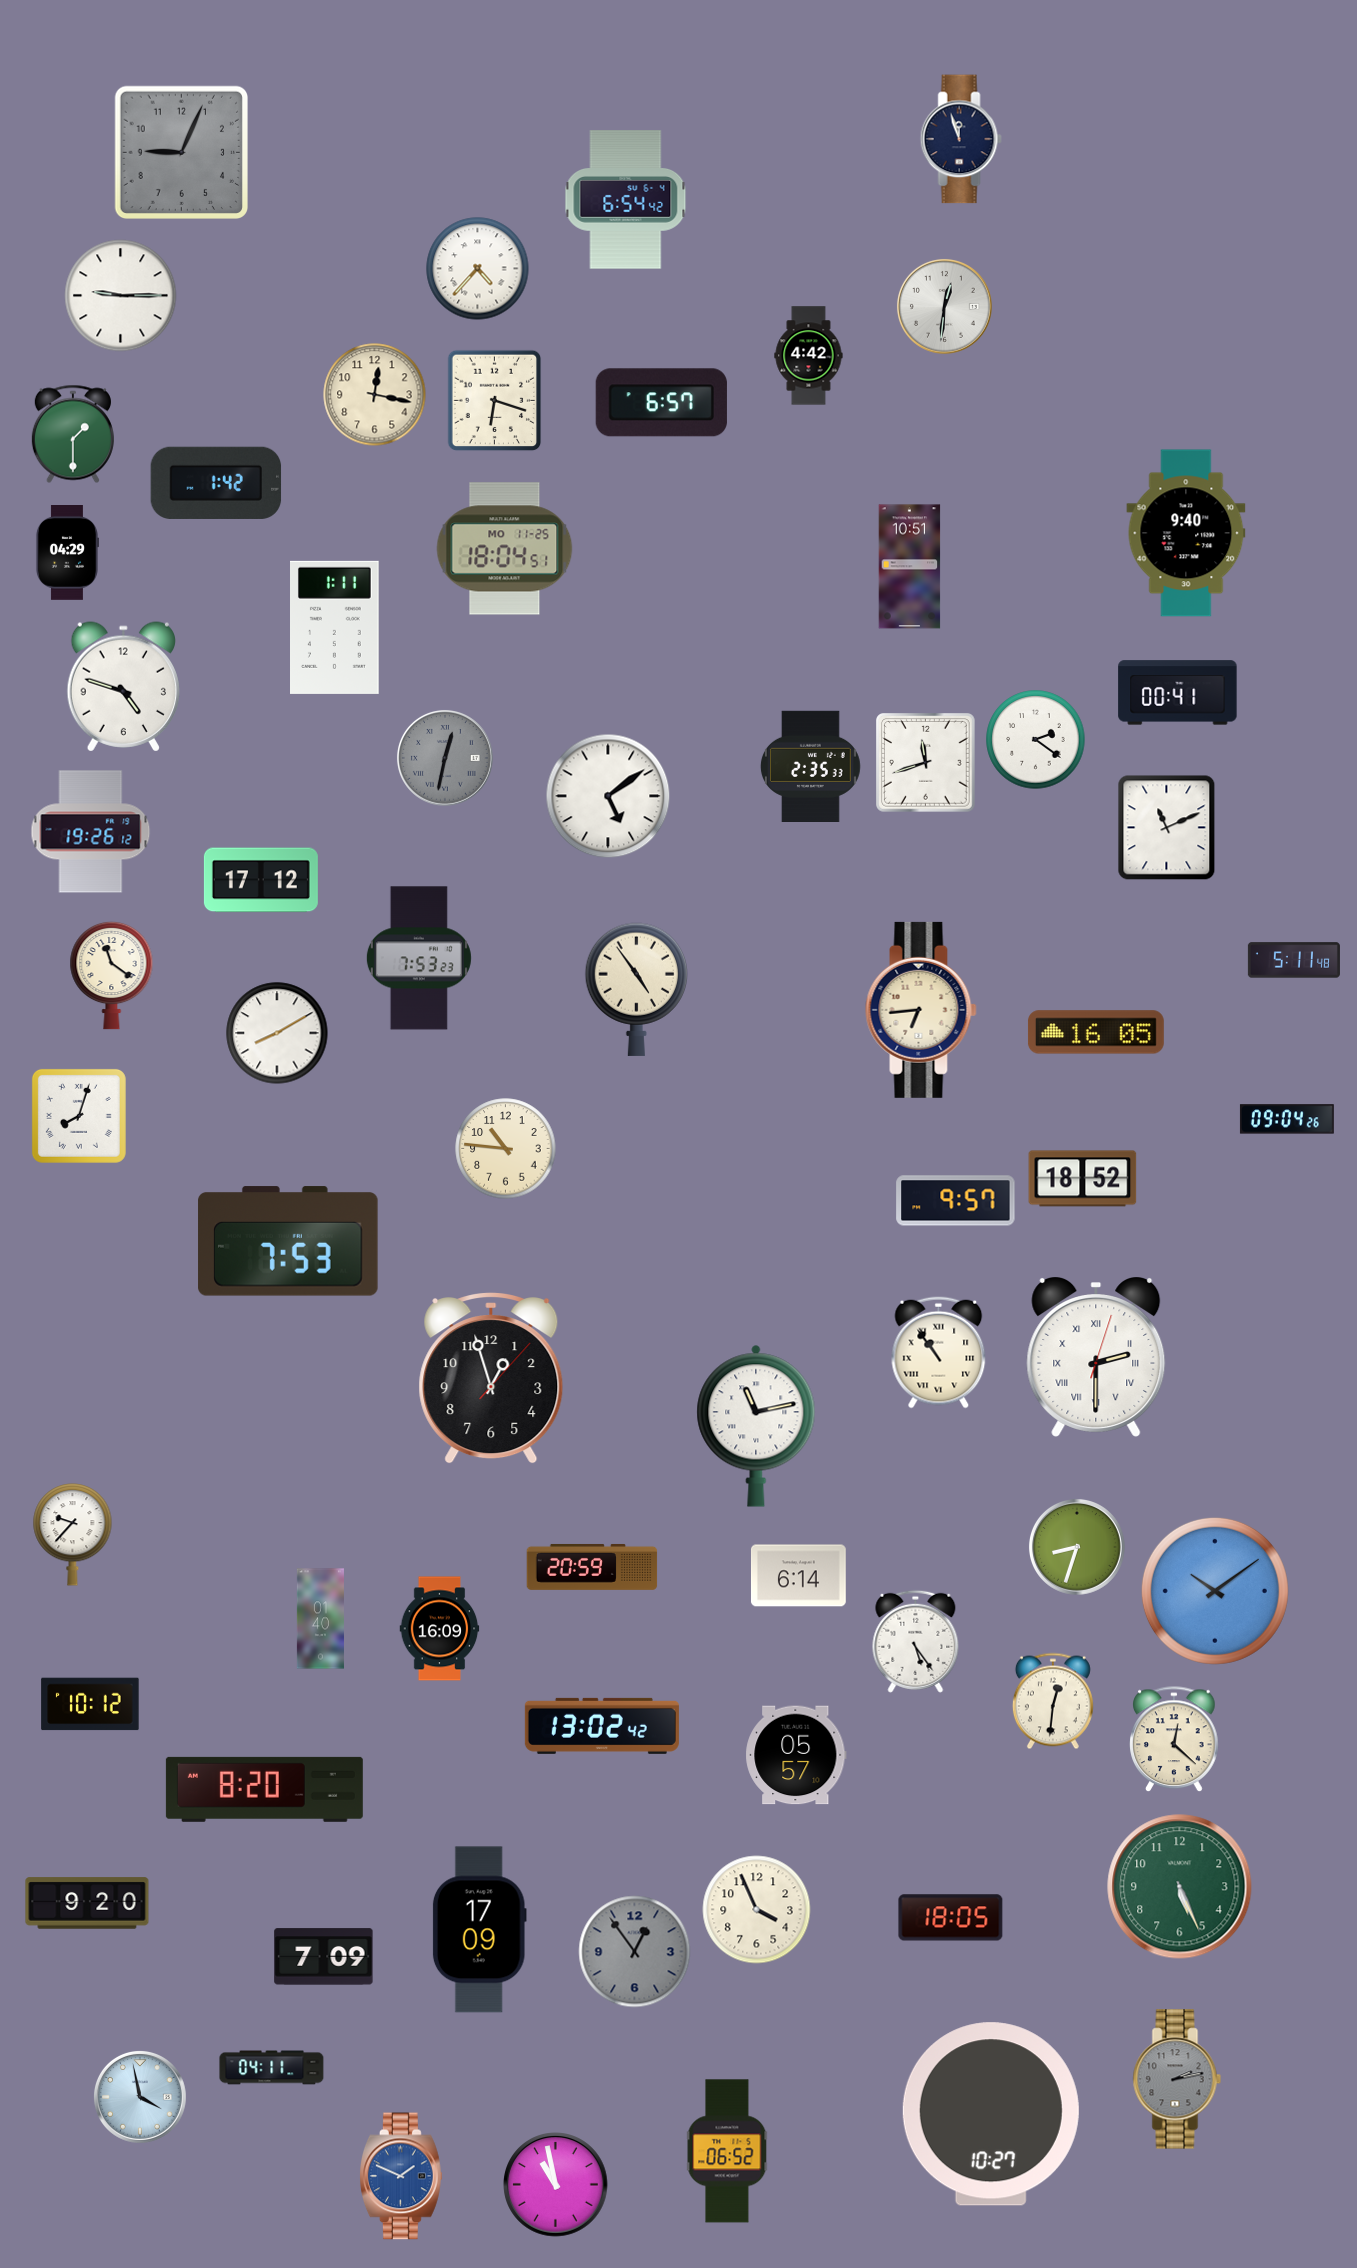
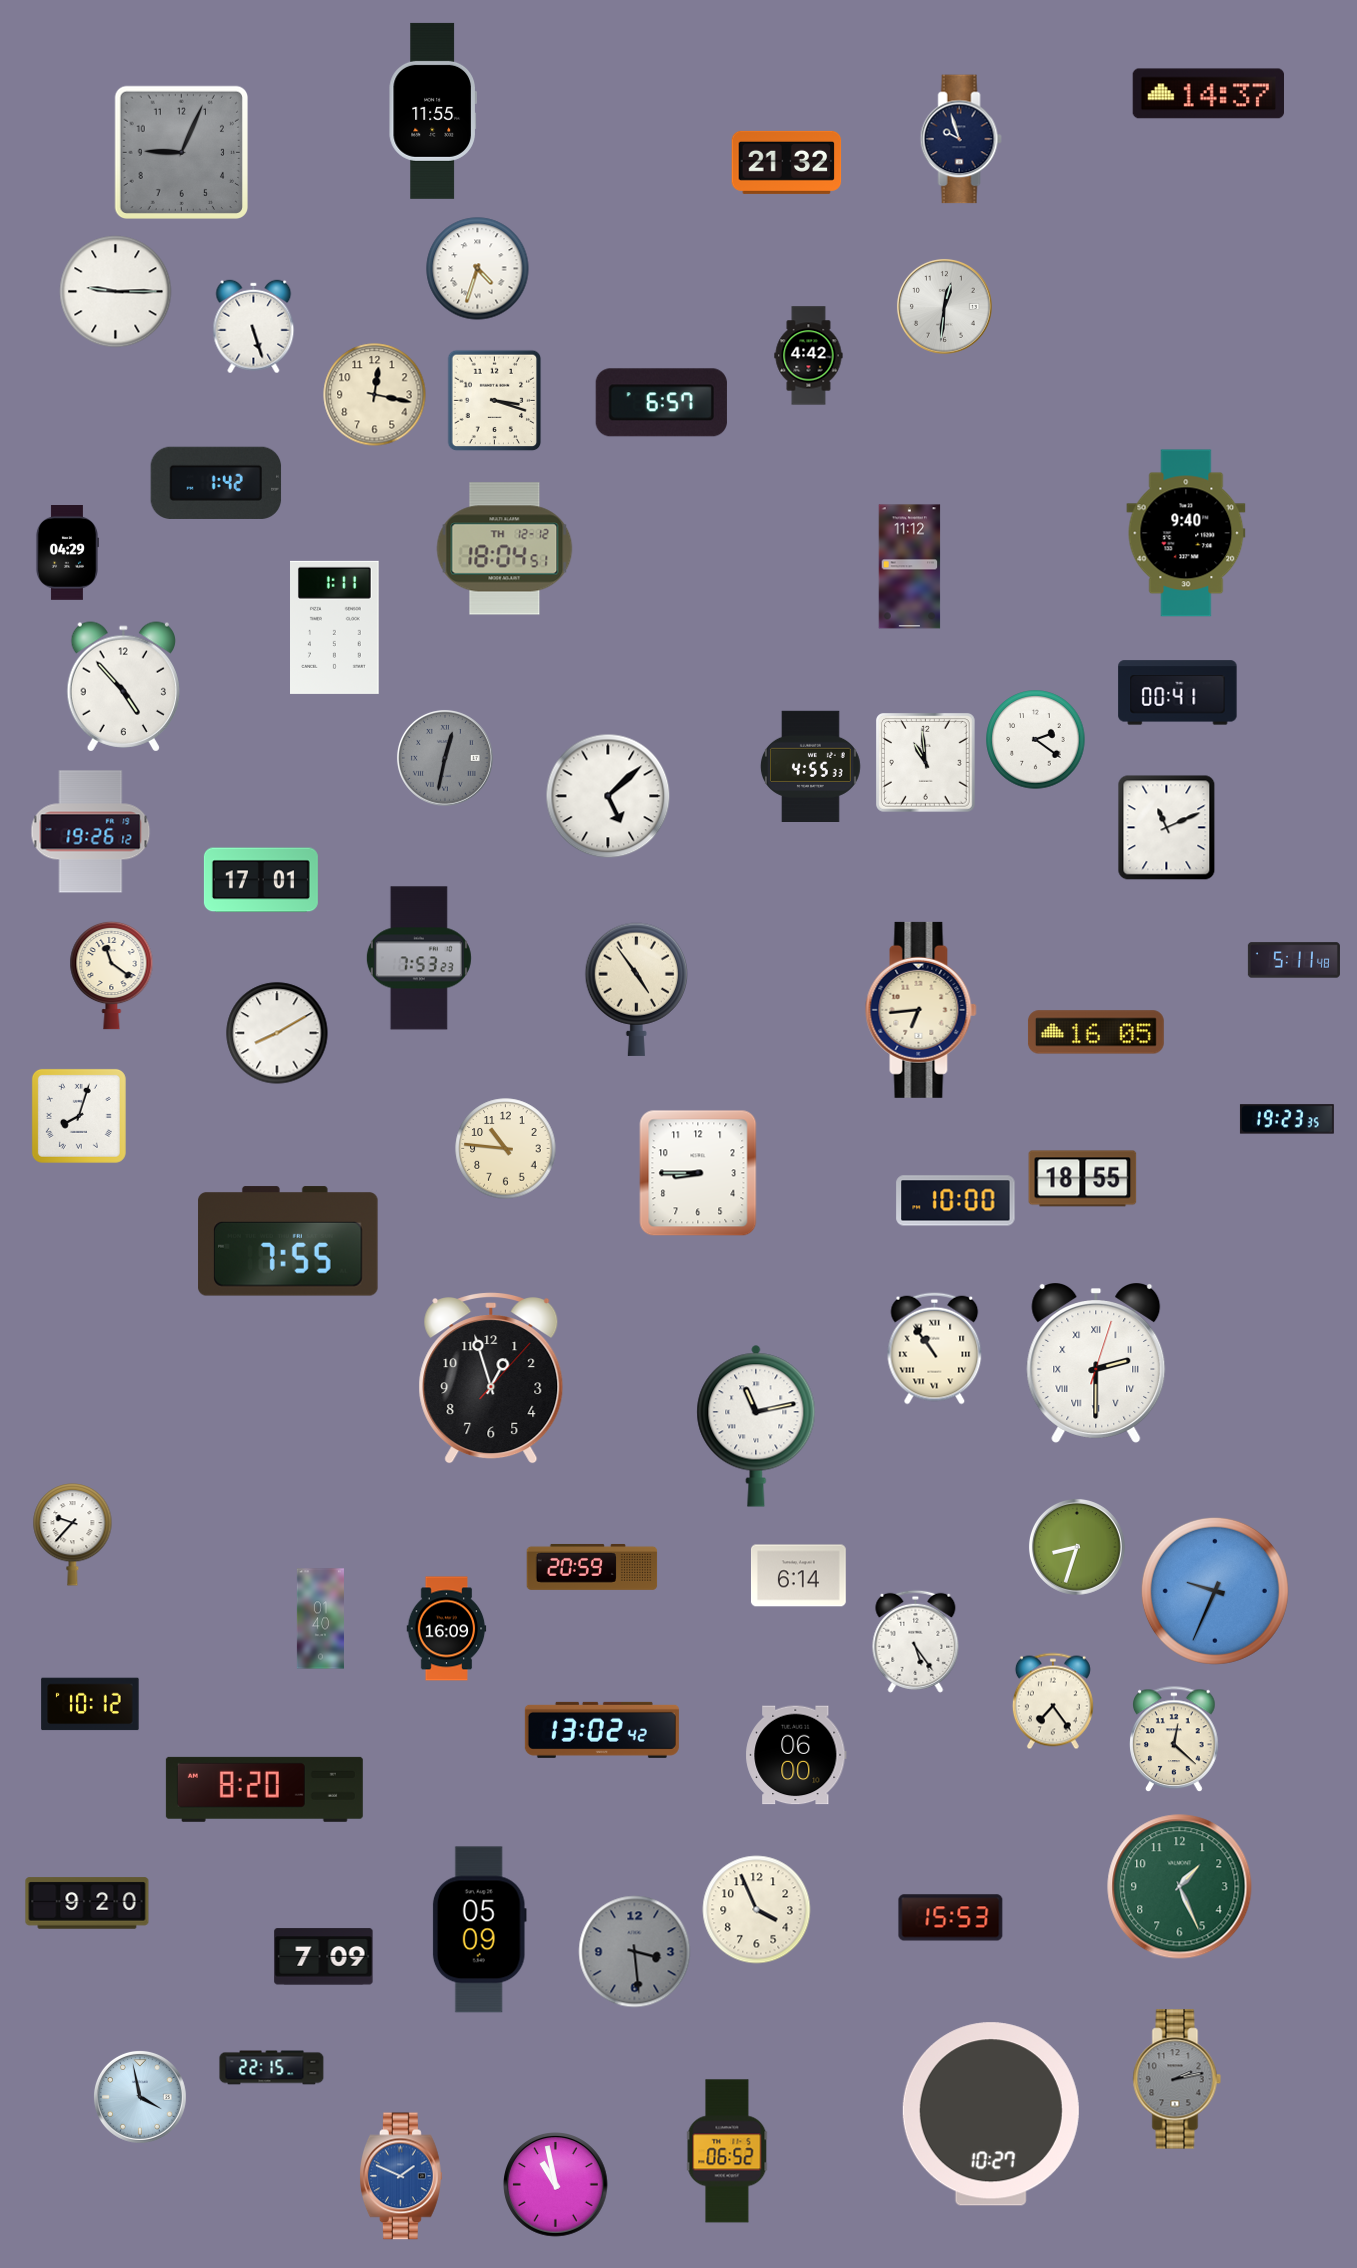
clock at (1208, 94): none -> 14:37
clock at (433, 111): none -> 11:55
clock at (961, 139): 11:57 -> 9:57
clock at (787, 162): none -> 21:32
clock at (626, 200): 6:54 -> none
clock at (478, 269): 4:37 -> 4:33
clock at (121, 296) position: (121, 296) -> (116, 292)
clock at (254, 327): none -> 5:27
clock at (495, 401): 6:18 -> 3:18
clock at (73, 434): 1:30 -> none
clock at (505, 549) date: MO 11-25 -> TH 12-12
clock at (910, 567): 10:51 -> 11:12
clock at (123, 687): 4:48 -> 4:53
clock at (926, 763): 11:42 -> 10:59
clock at (810, 766): 2:35 -> 4:55
clock at (608, 796): 5:09 -> 5:08
clock at (261, 880): 17:12 -> 17:01
clock at (1287, 1119): 09:04 -> 19:23
clock at (698, 1173): none -> 8:45
clock at (1083, 1179): 18:52 -> 18:55
clock at (956, 1201): 9:57 -> 10:00
clock at (288, 1241): 7:53 -> 7:55
clock at (939, 1353) position: (939, 1353) -> (935, 1349)
clock at (1096, 1358) position: (1096, 1358) -> (1096, 1364)
clock at (1215, 1591): 10:09 -> 9:34
clock at (440, 1629) position: (440, 1629) -> (447, 1629)
clock at (1053, 1701): 12:31 -> 7:24
clock at (602, 1726) position: (602, 1726) -> (602, 1730)
clock at (796, 1755): 05:57 -> 06:00
clock at (1180, 1887): 5:26 -> 1:26
clock at (951, 1918): 18:05 -> 15:53
clock at (479, 1930): 17:09 -> 05:09
clock at (635, 1952): 12:54 -> 3:29
clock at (272, 2068): 04:11 -> 22:15
